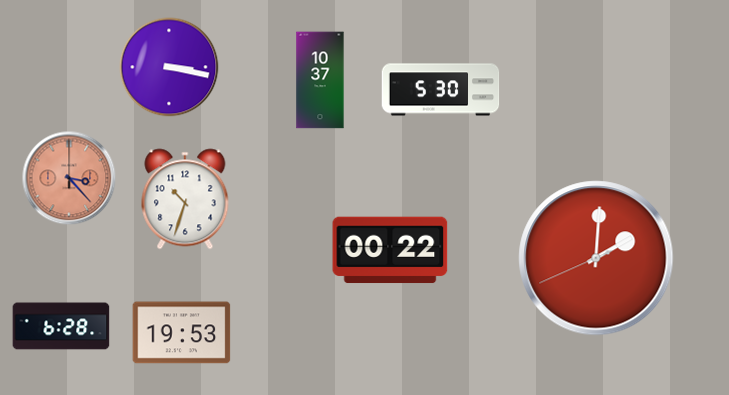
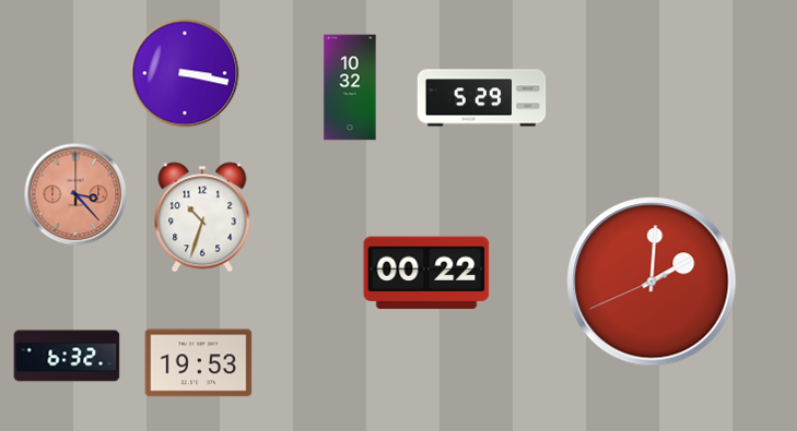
clock at (320, 80): 10:37 -> 10:32
clock at (441, 90): 5:30 -> 5:29
clock at (61, 326): 6:28 -> 6:32
